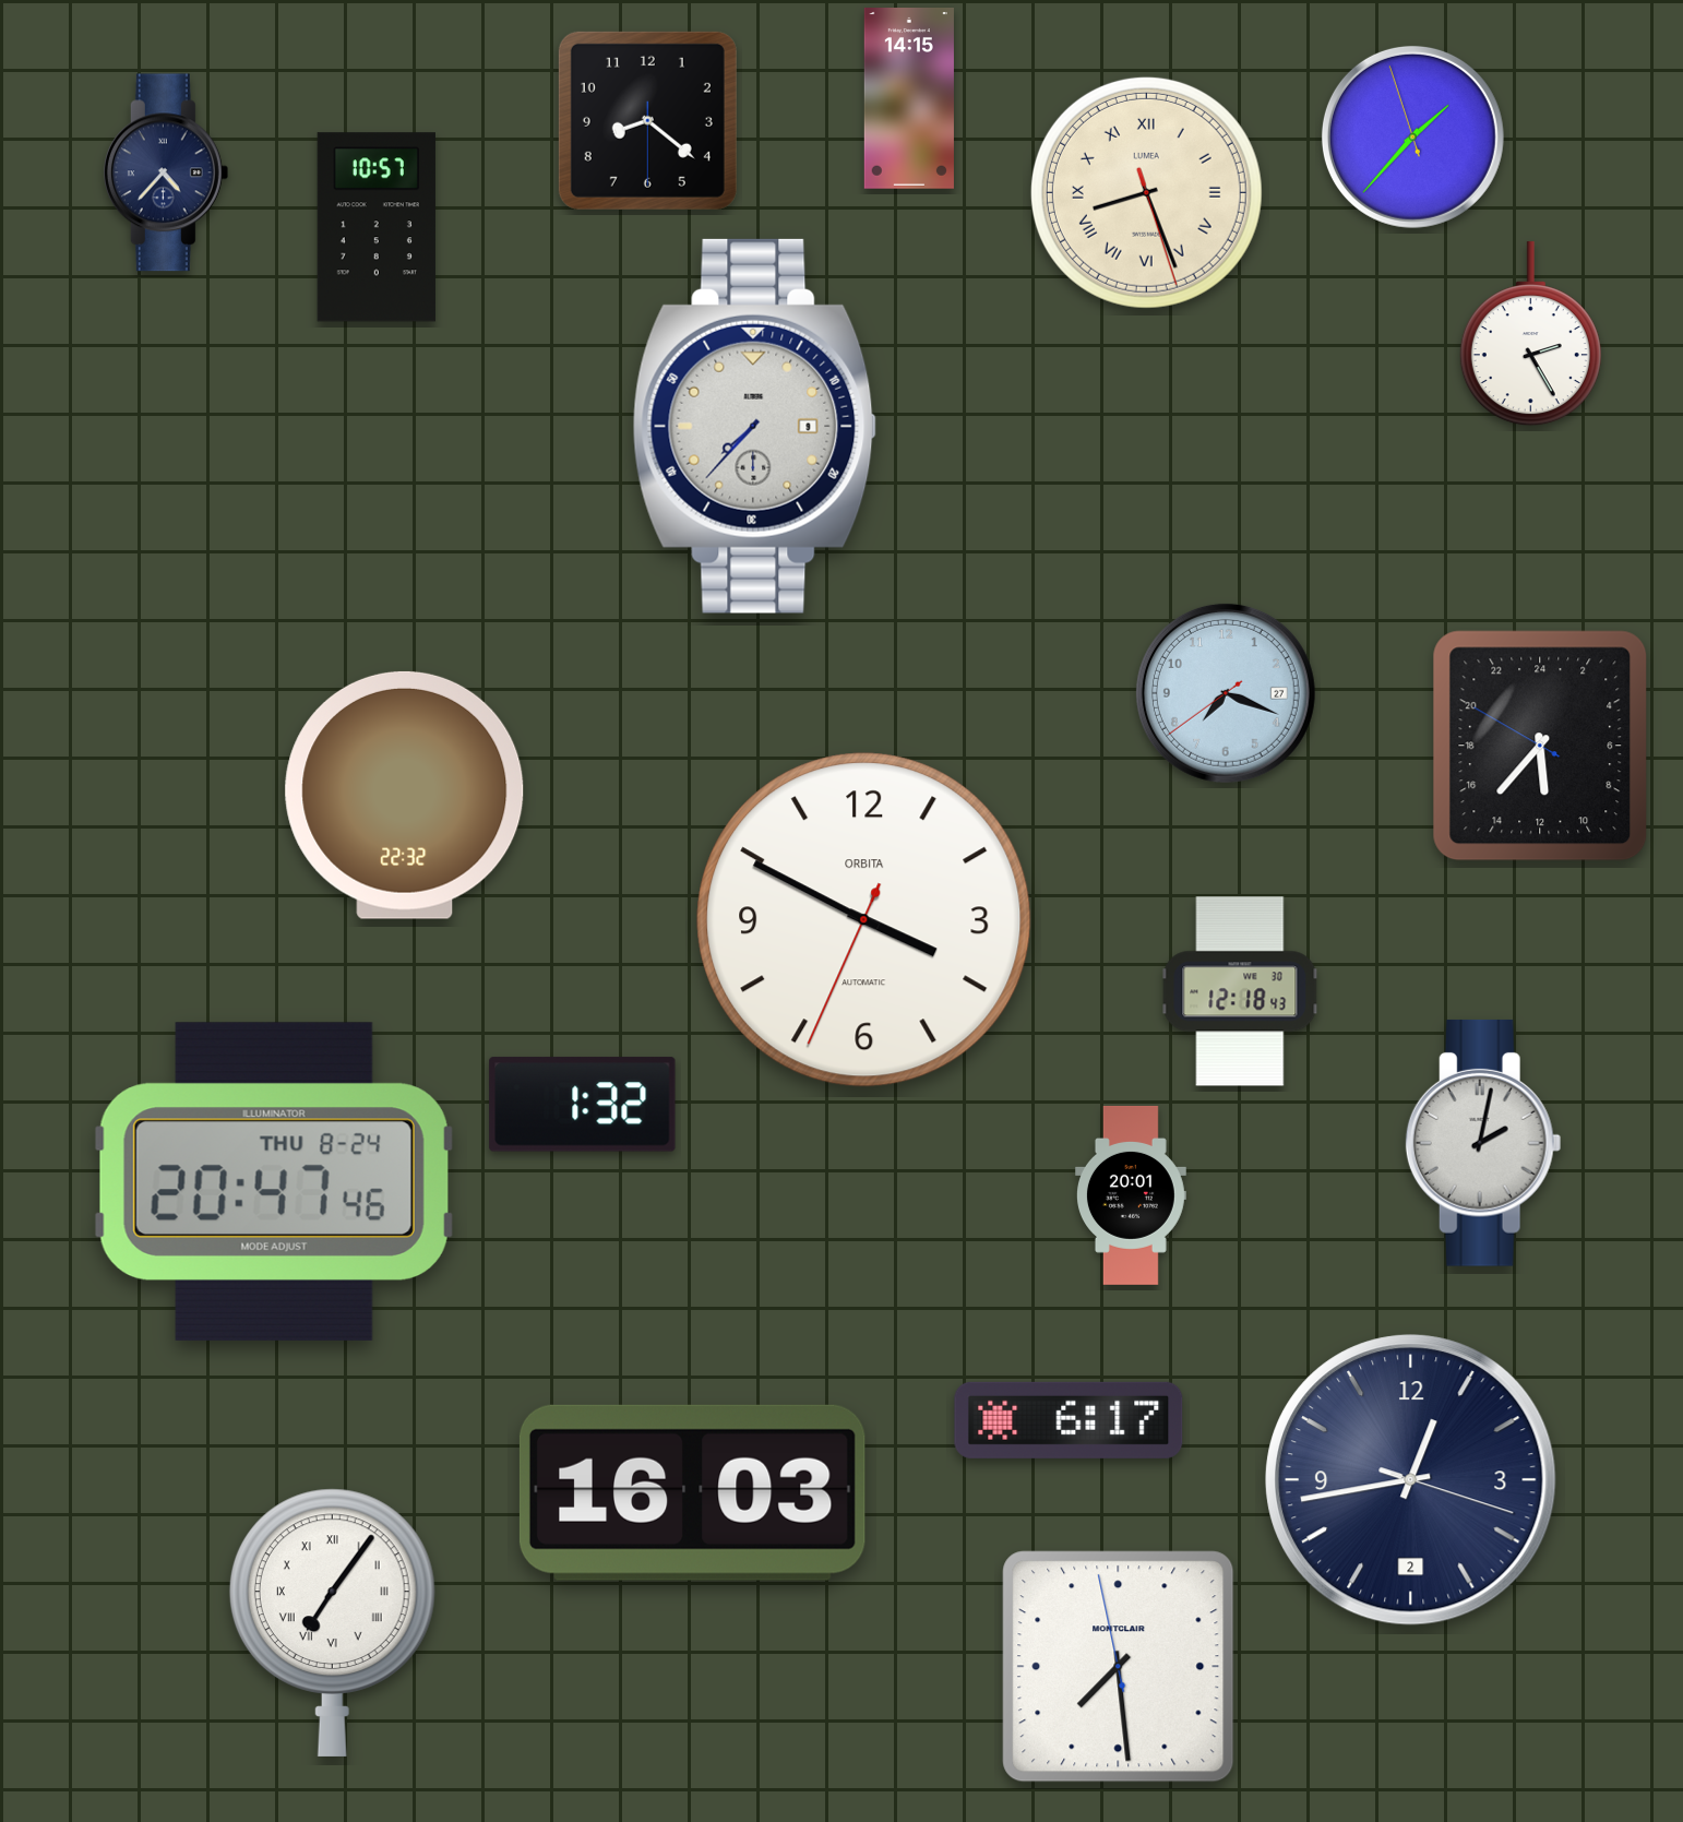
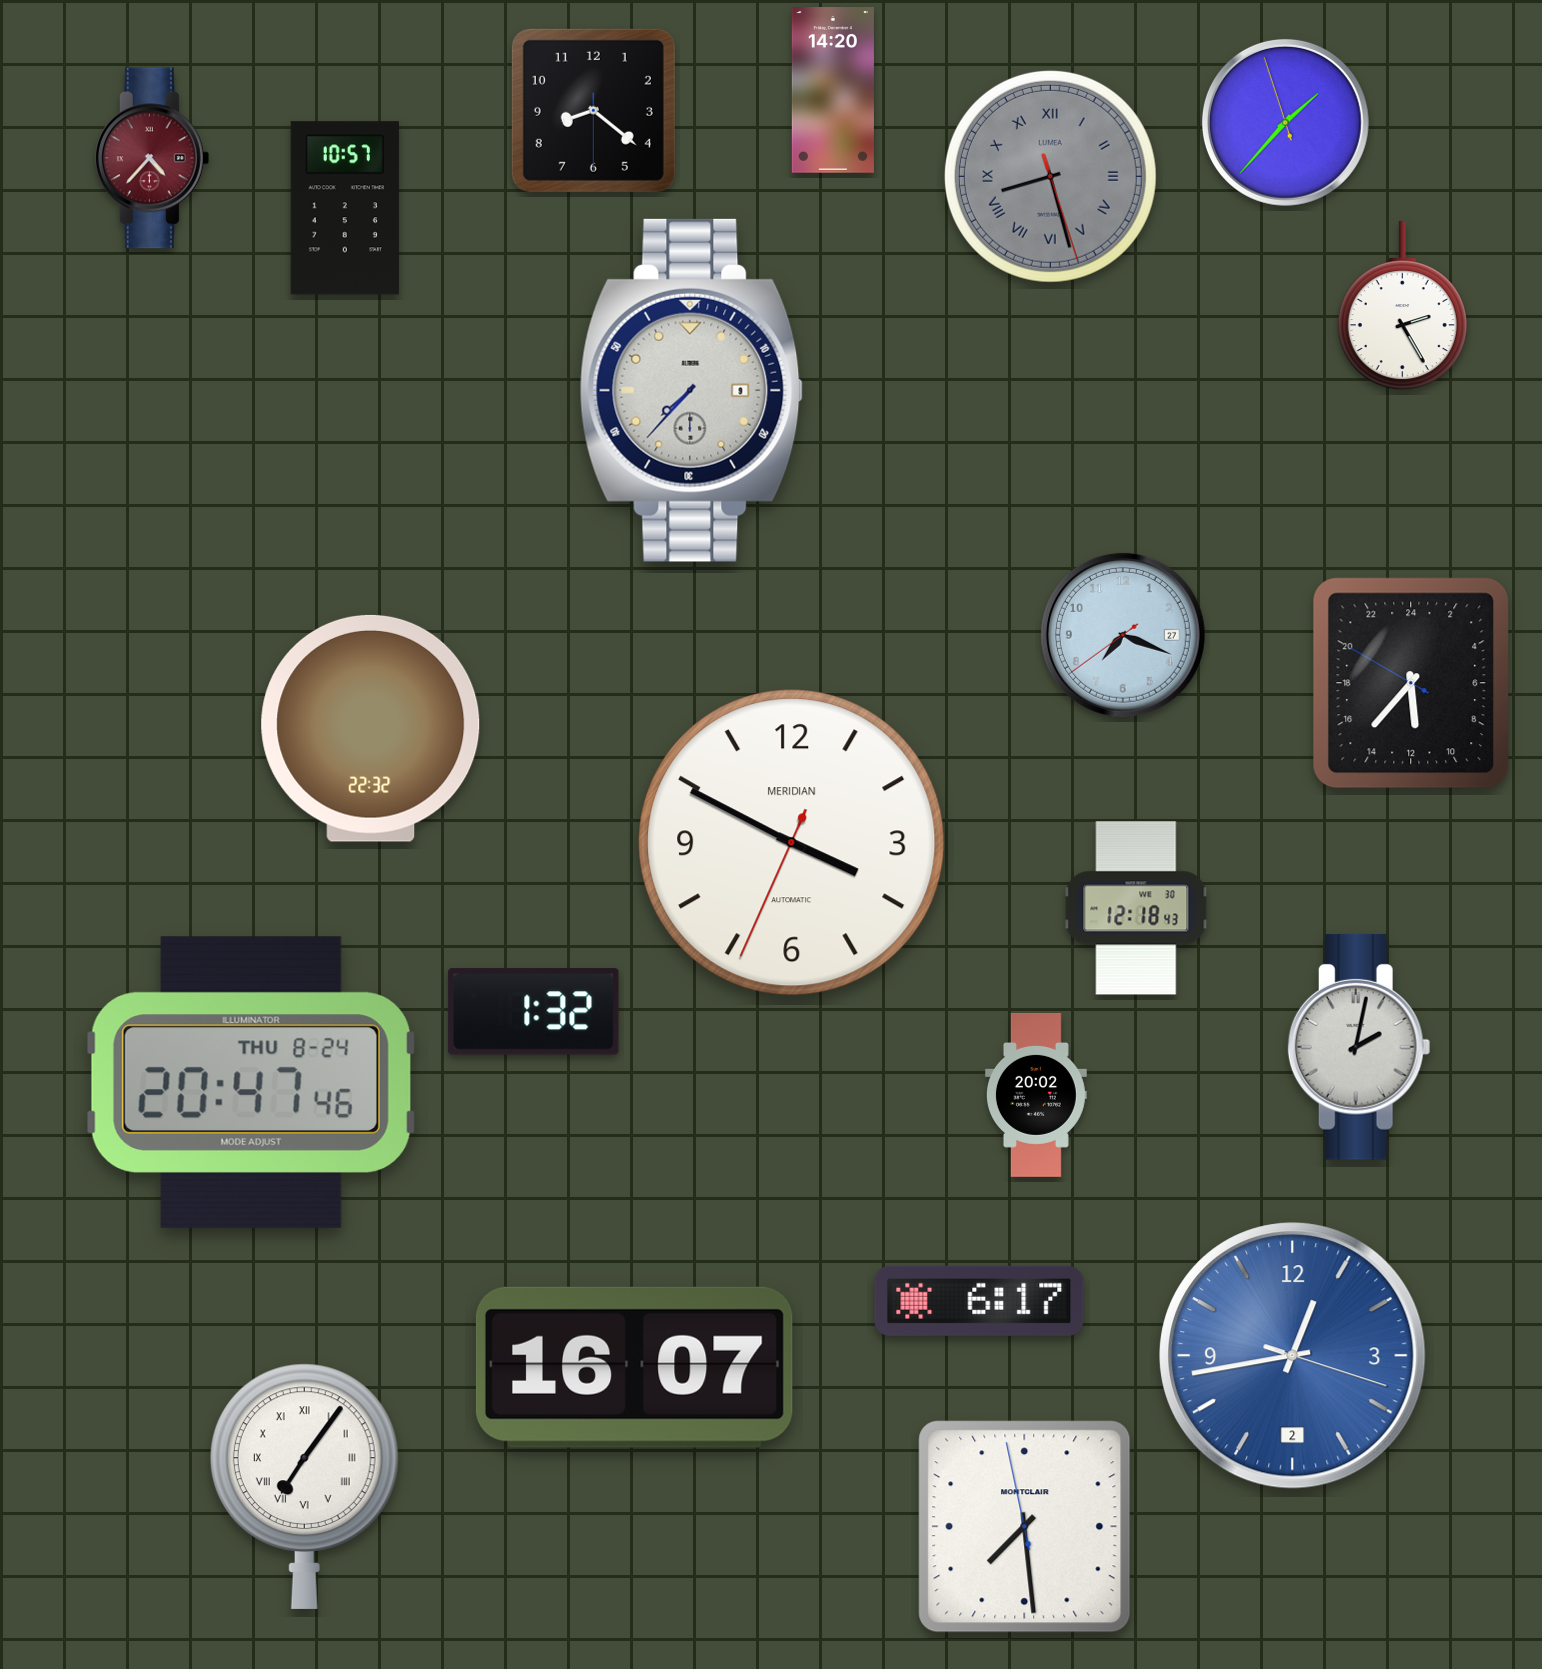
clock at (909, 99): 14:15 -> 14:20
clock at (1412, 136) position: (1412, 136) -> (1285, 122)
clock at (166, 172) dial: navy -> burgundy
clock at (1146, 192): 8:26 -> 8:27
clock at (1146, 192) dial: cream -> grey
clock at (864, 920) brand: ORBITA -> MERIDIAN
clock at (1131, 1195): 20:01 -> 20:02
clock at (1411, 1480) dial: navy -> blue
clock at (692, 1492): 16:03 -> 16:07
